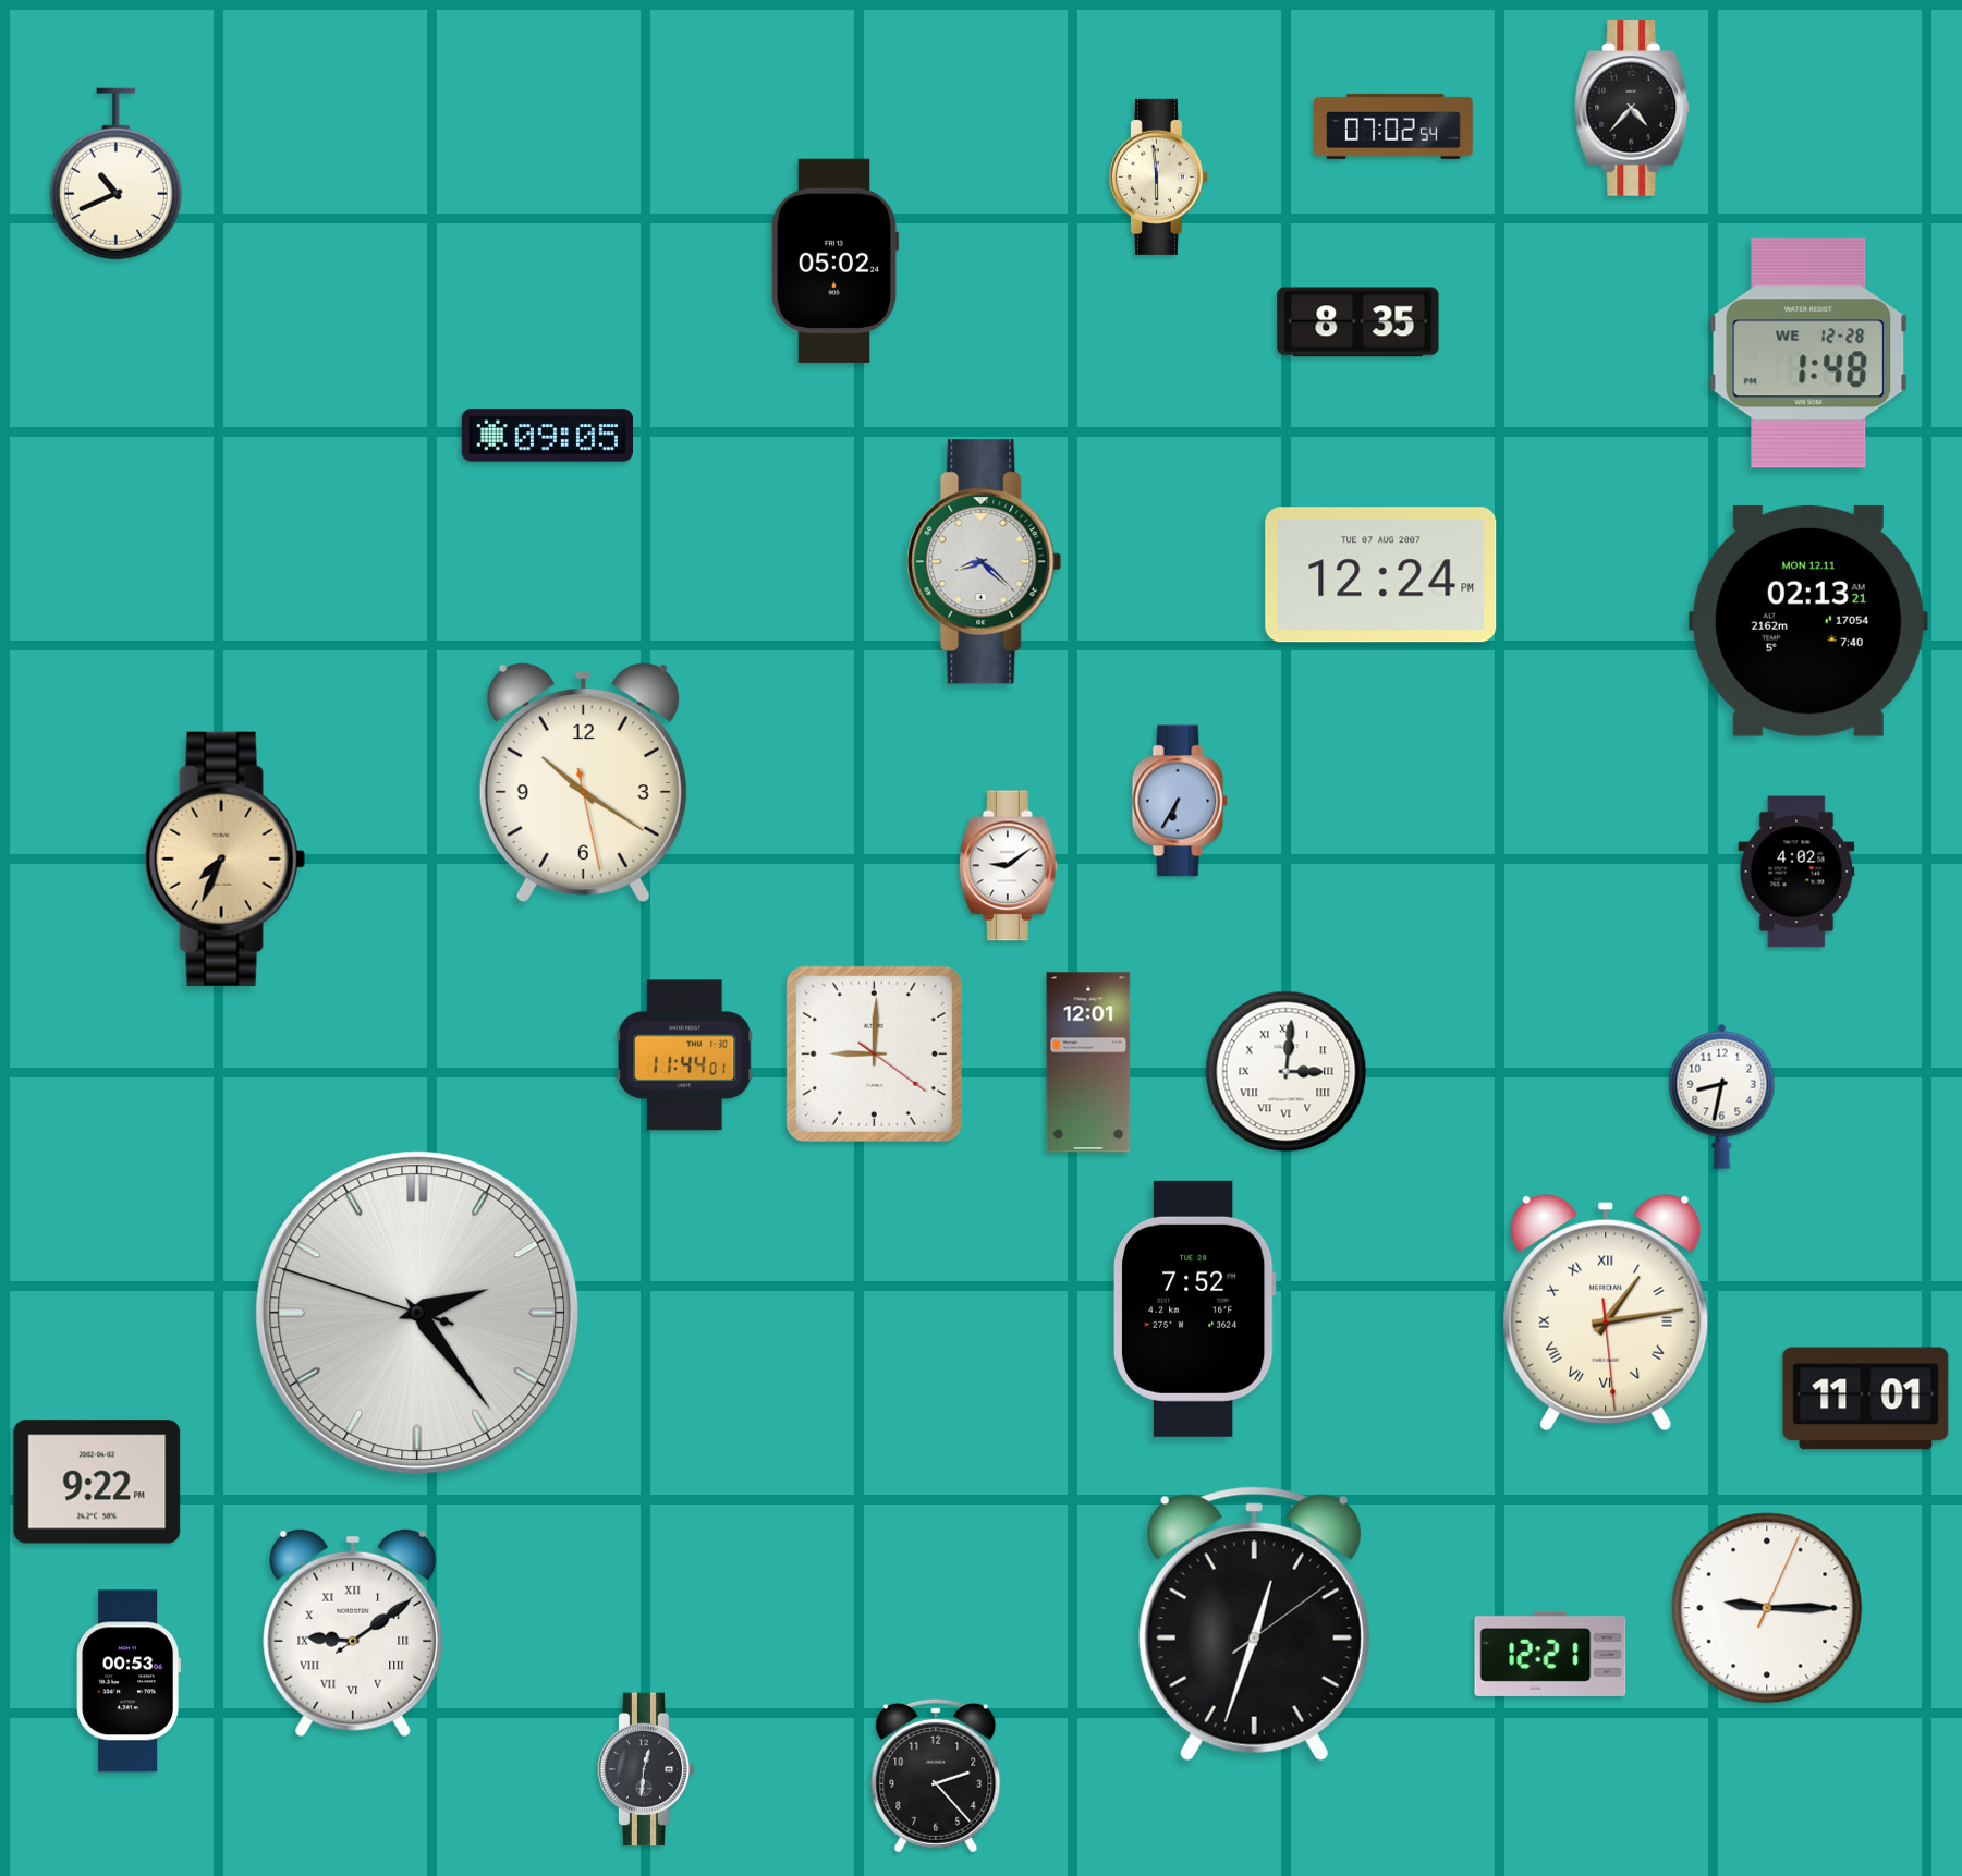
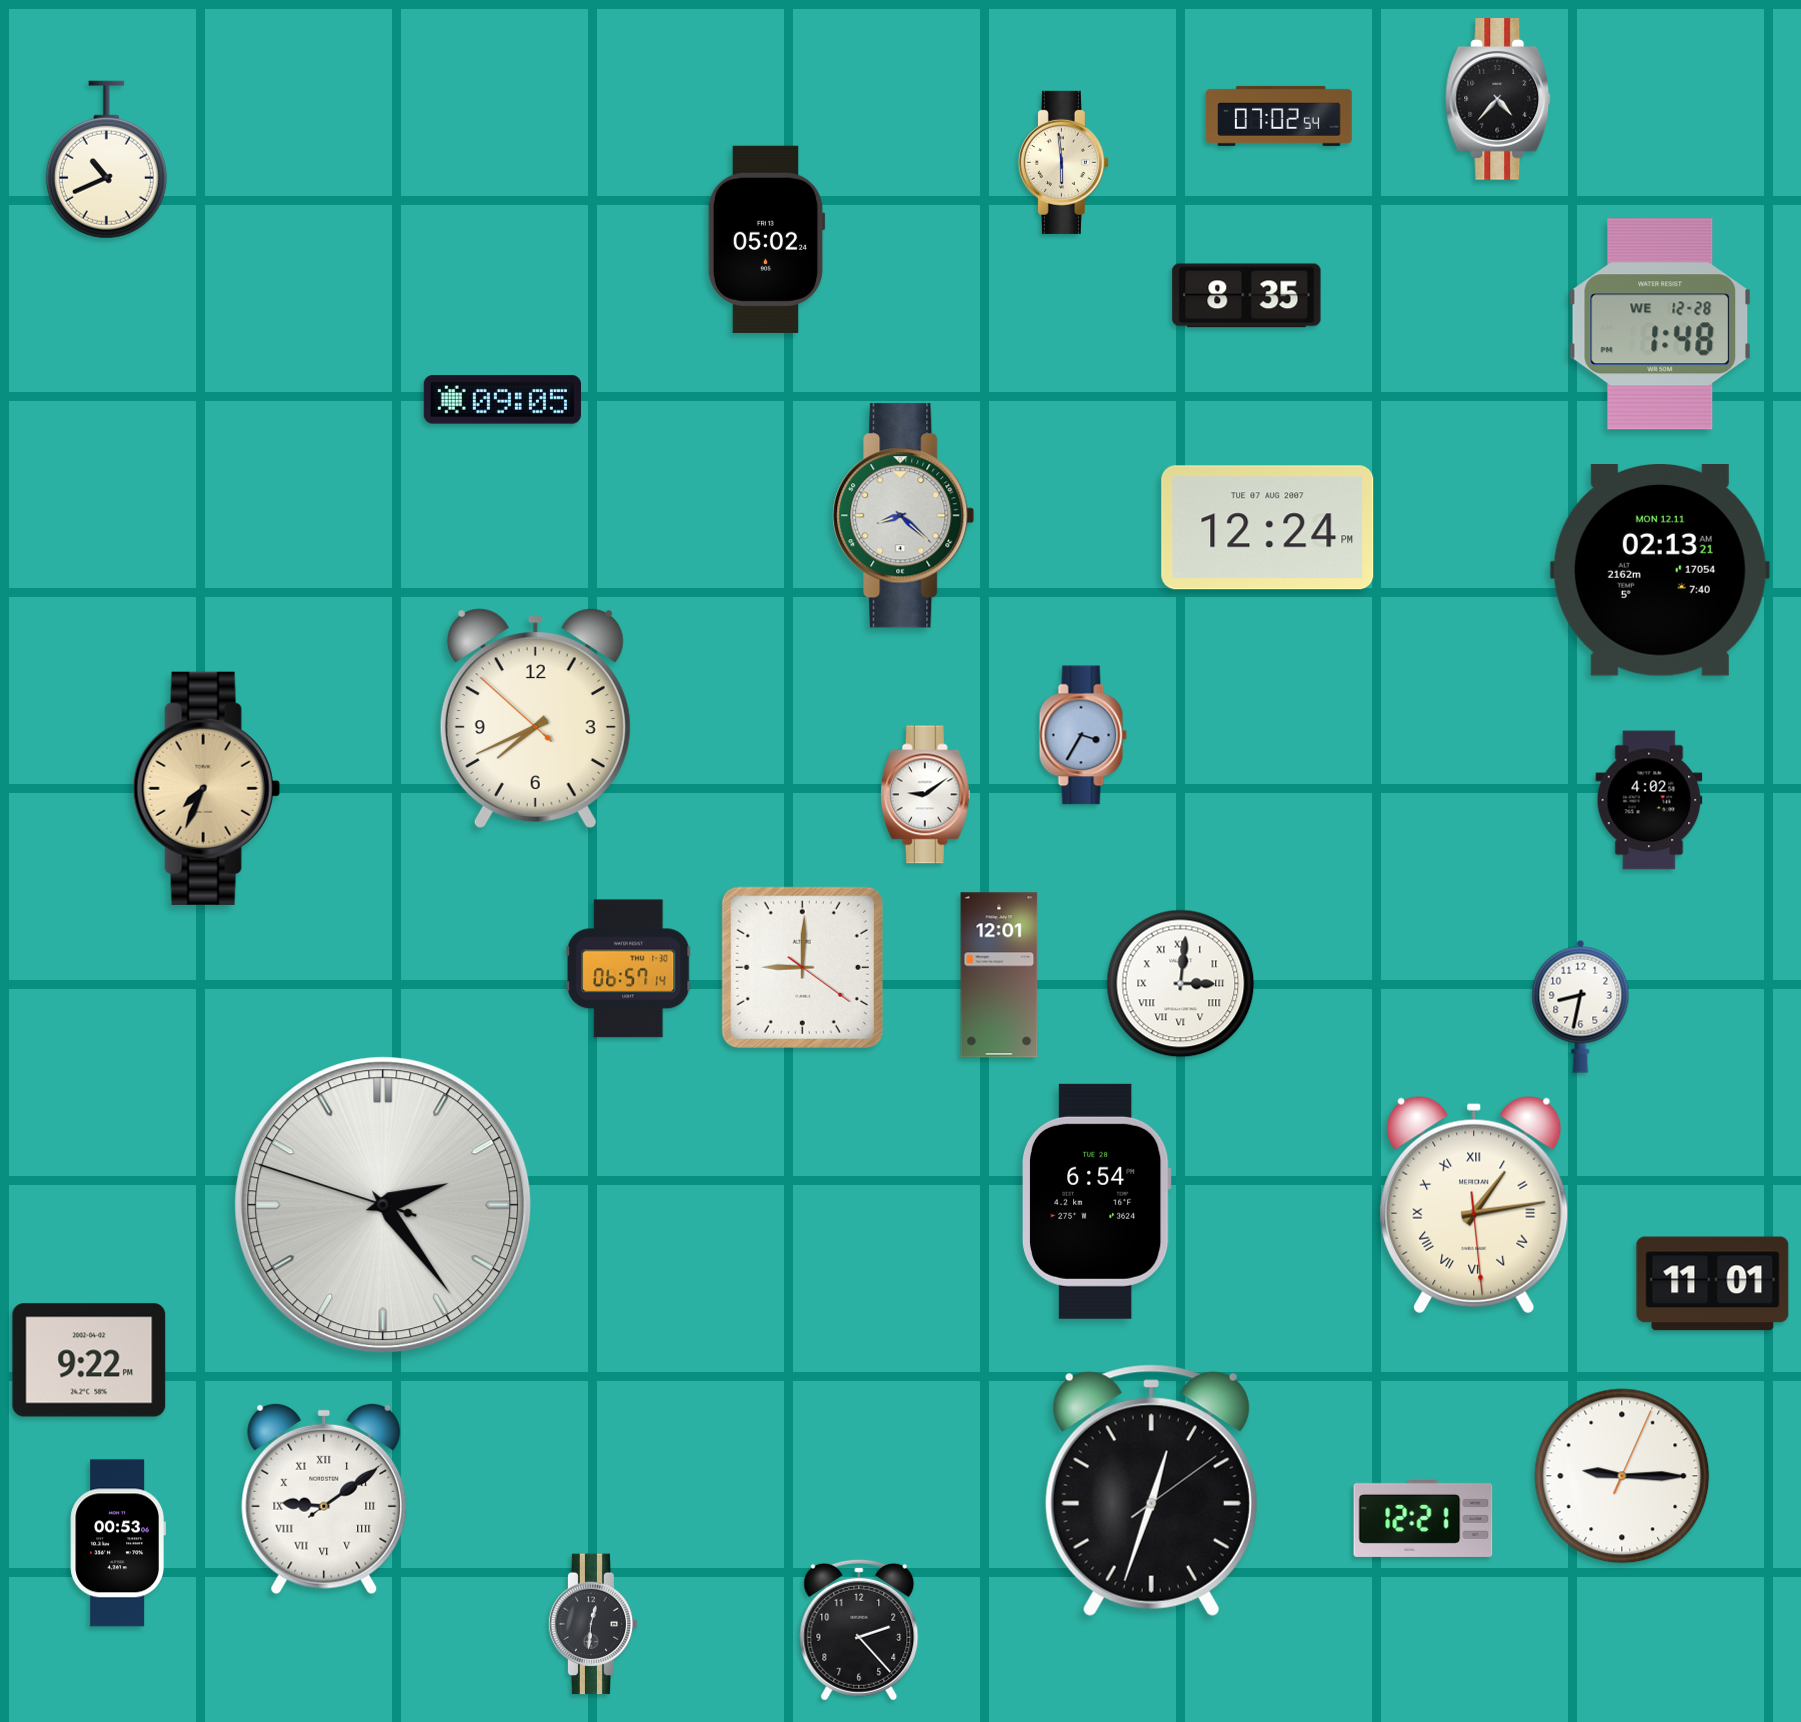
clock at (583, 782): 10:20 -> 7:40
clock at (1180, 801): 6:35 -> 3:35
clock at (685, 1056): 11:44 -> 06:57
clock at (1194, 1308): 7:52 -> 6:54
